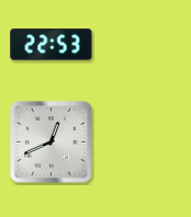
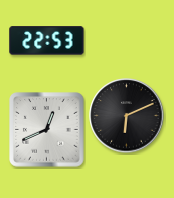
clock at (127, 116): none -> 6:11
